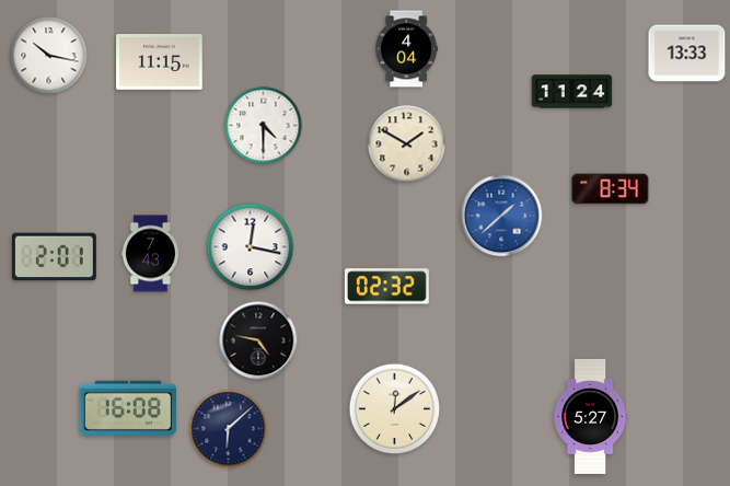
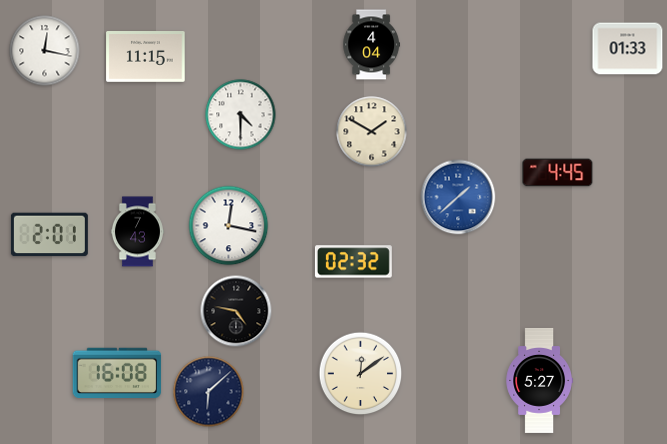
clock at (687, 54): 13:33 -> 01:33
clock at (49, 56): 10:17 -> 12:17
clock at (572, 92): 11:24 -> none
clock at (611, 189): 8:34 -> 4:45
